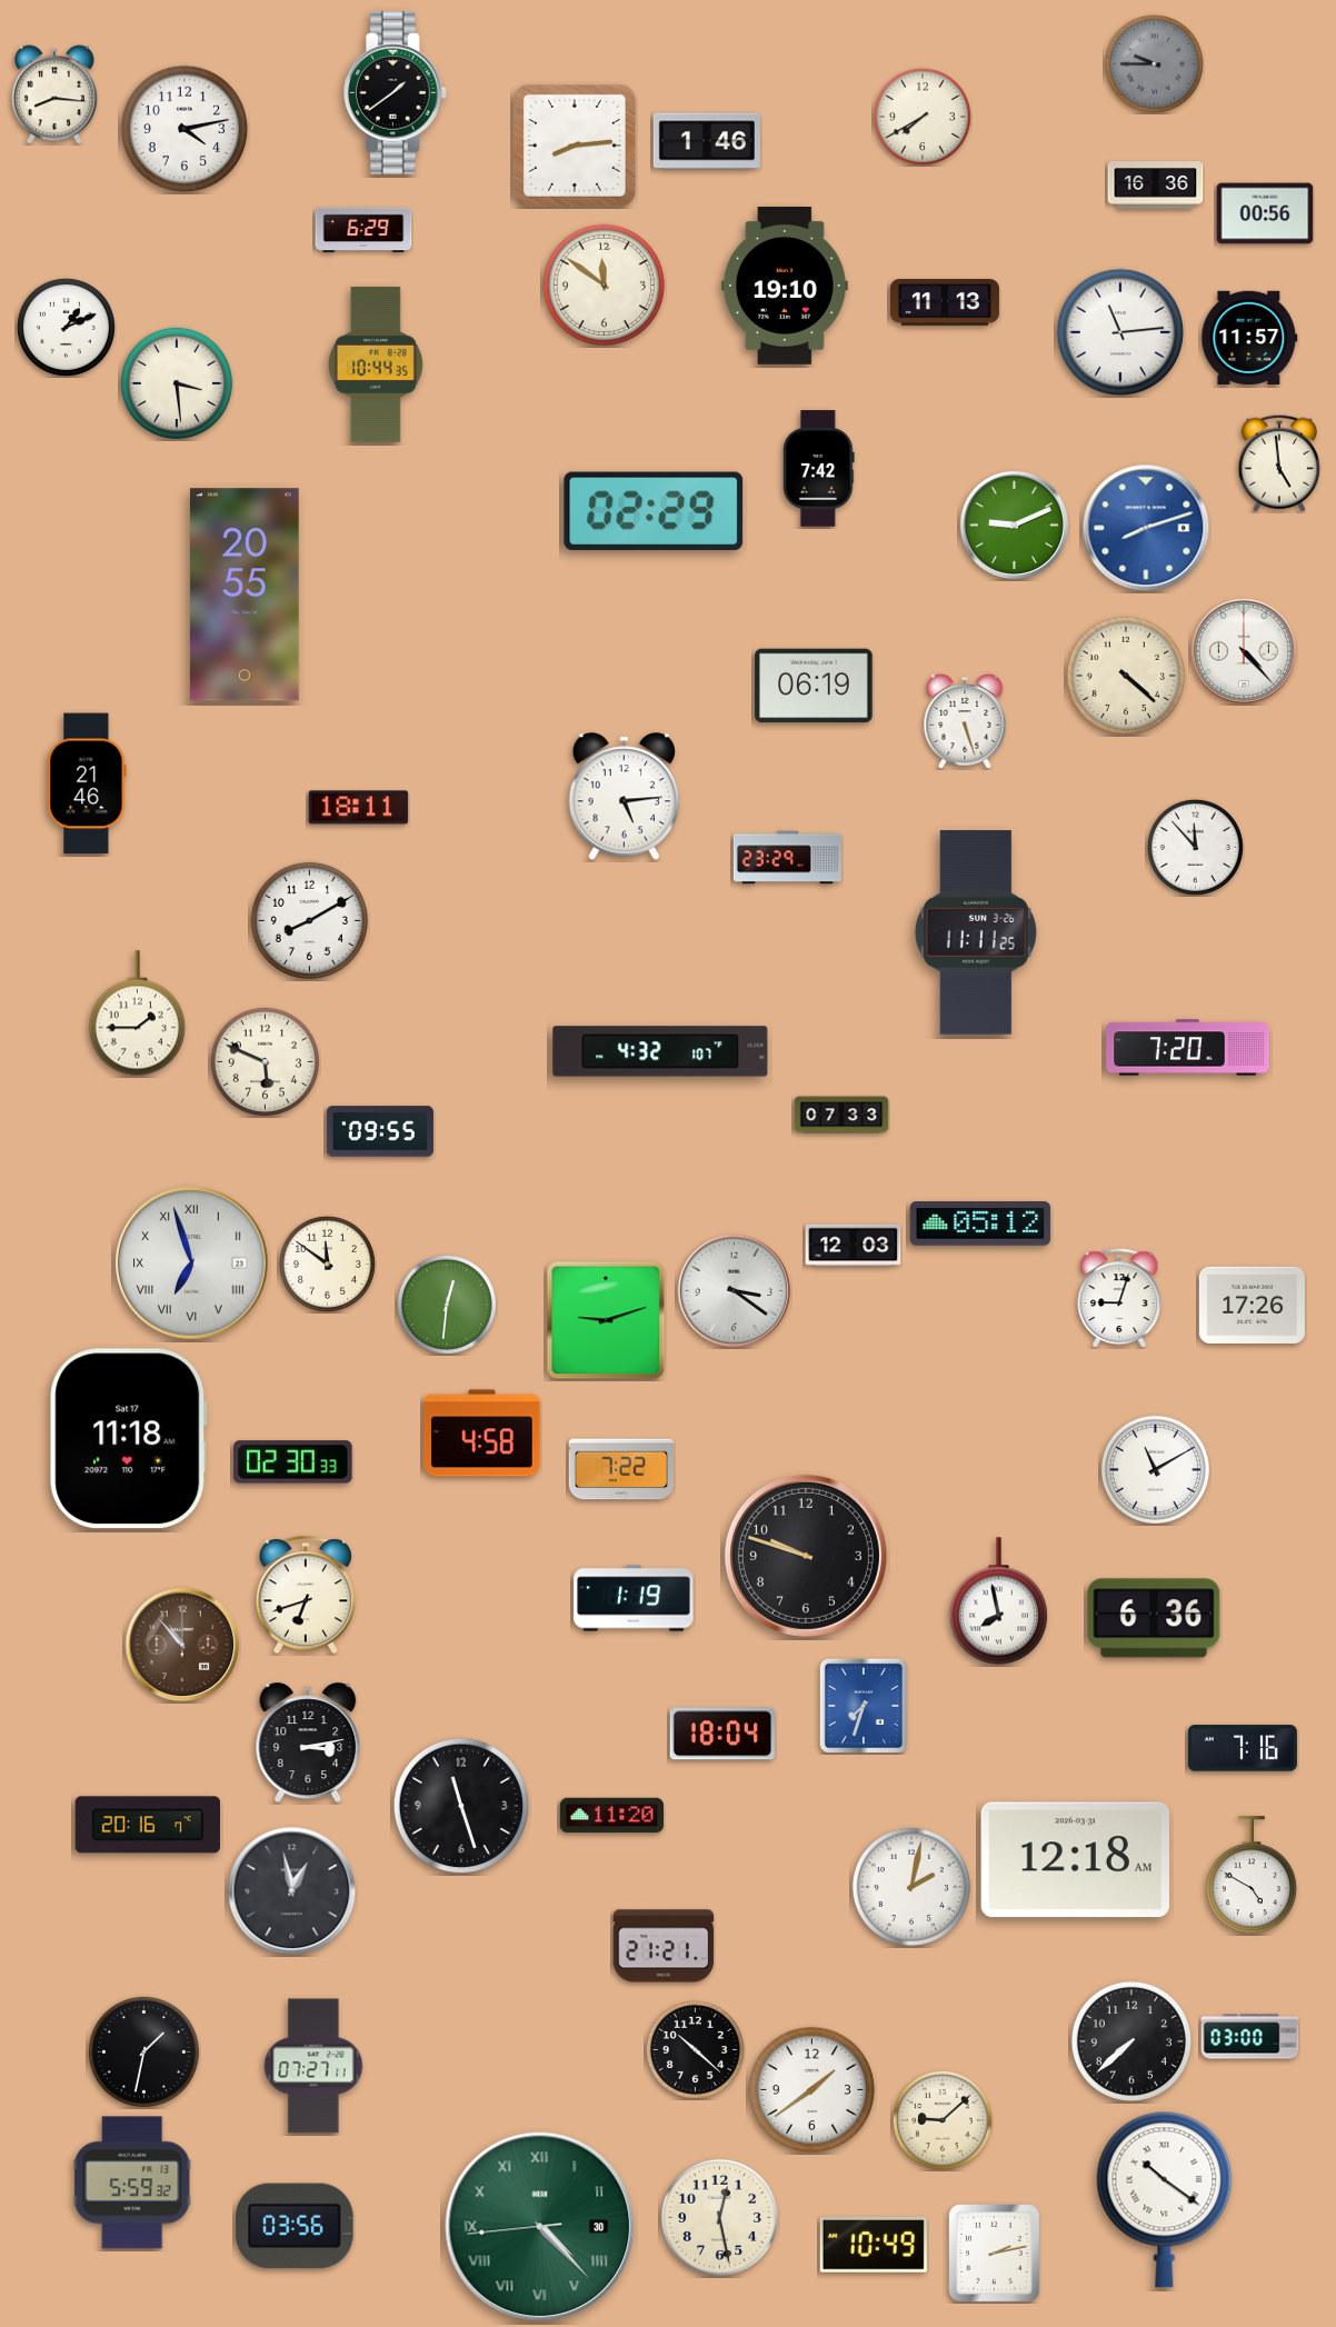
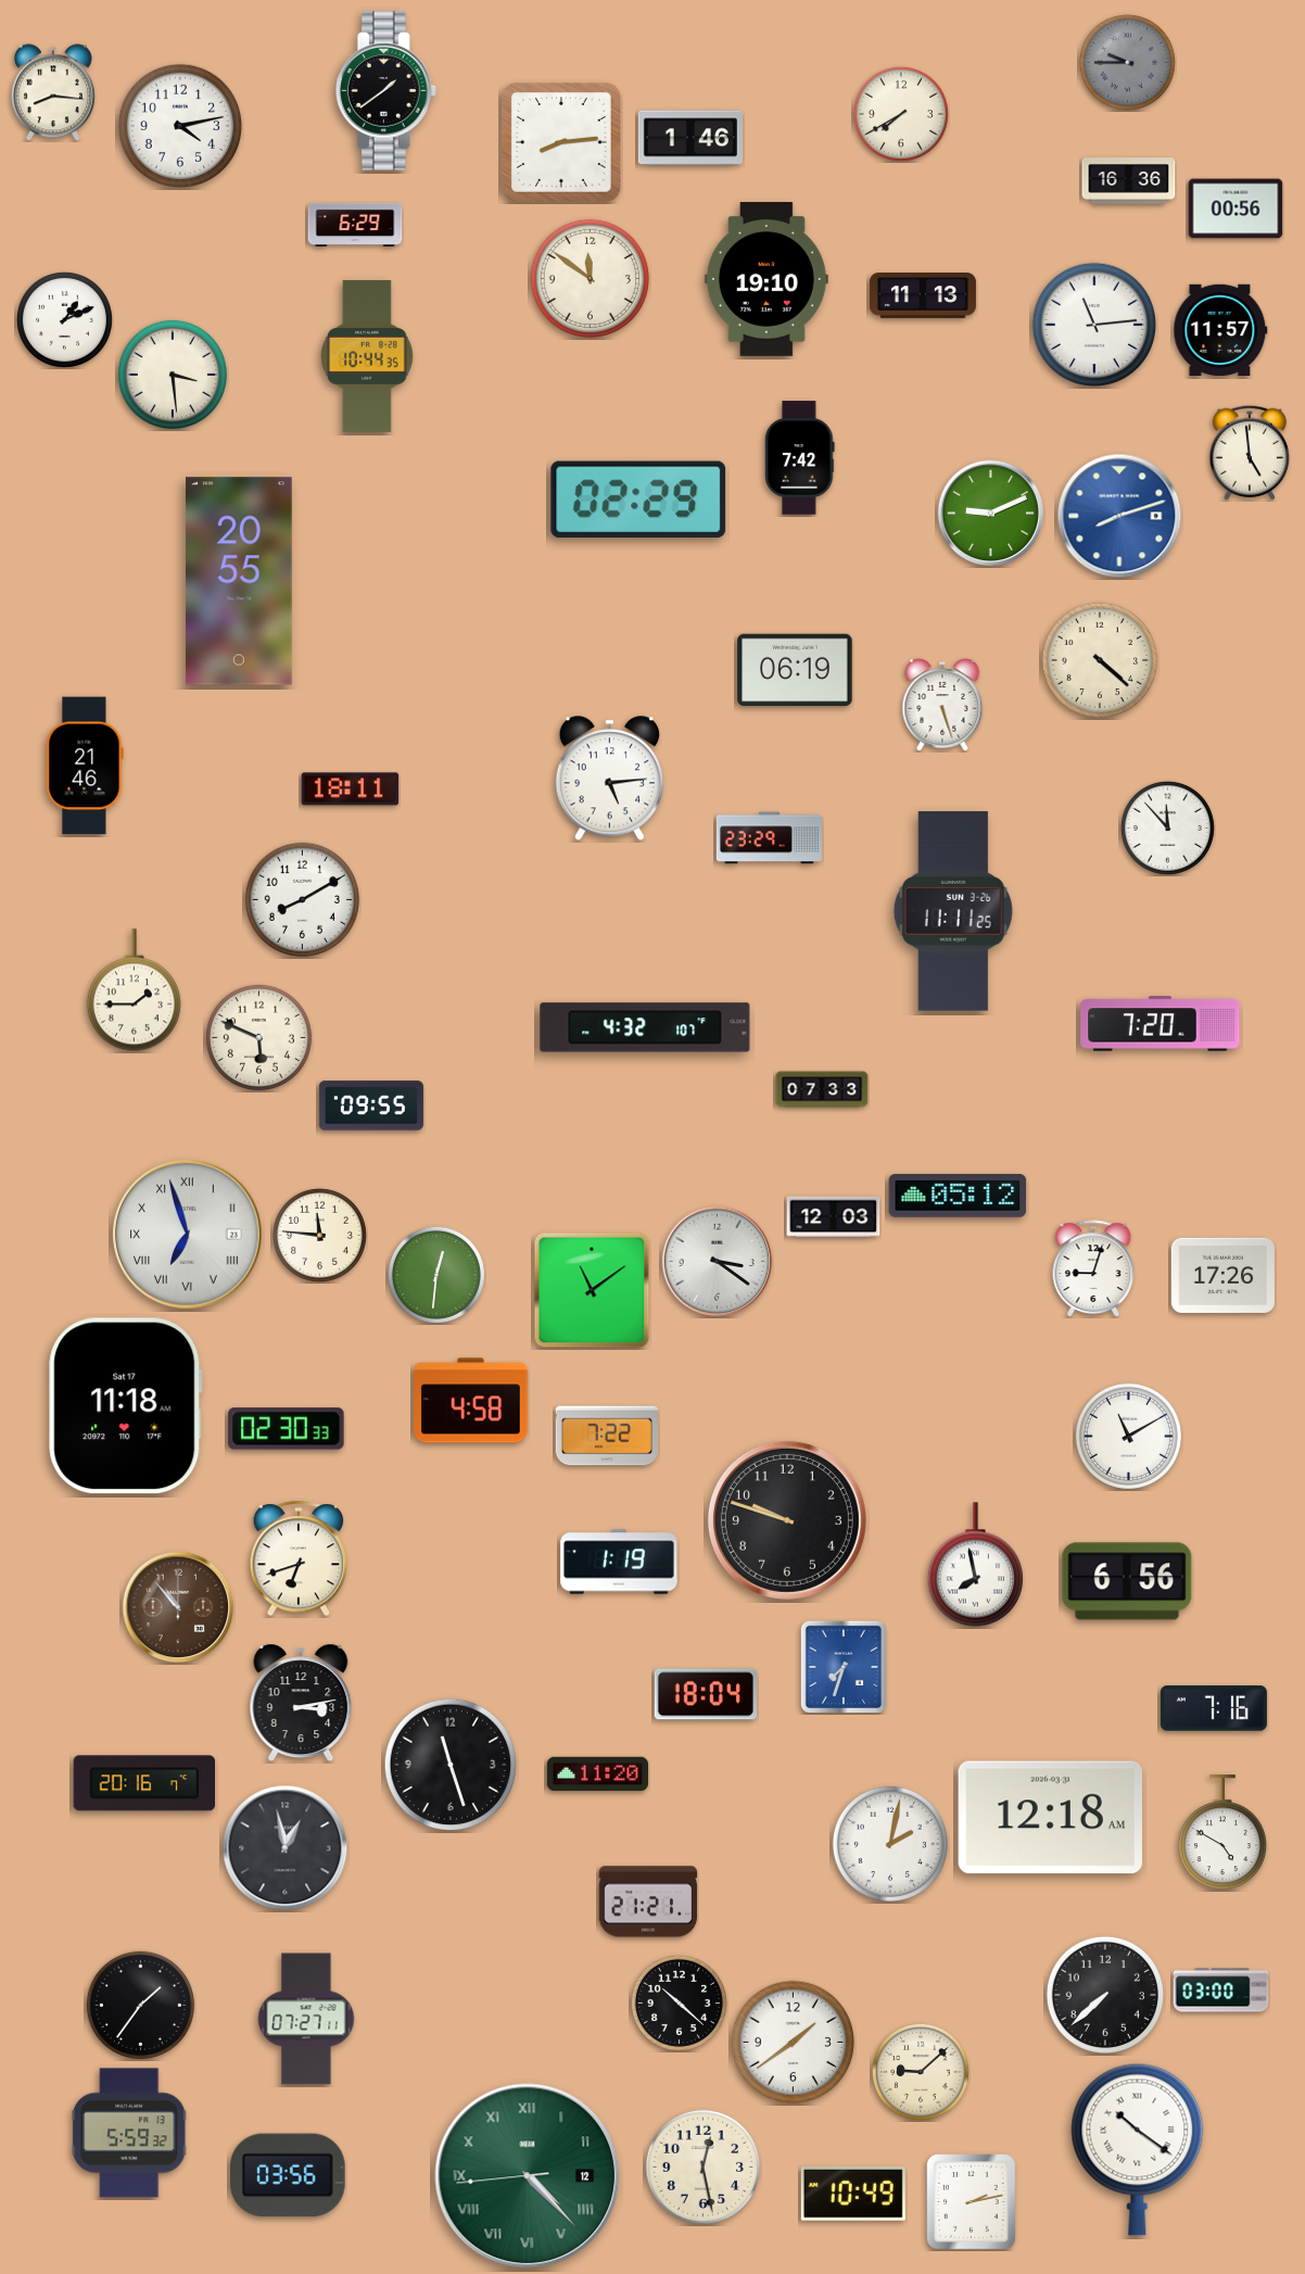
clock at (1244, 651): 4:23 -> none
clock at (327, 1264): 11:51 -> 11:46
clock at (606, 1320): 9:12 -> 11:09
clock at (1154, 1618): 6:36 -> 6:56
clock at (143, 2051): 1:32 -> 1:36
clock at (540, 2227) date: 30 -> 12
